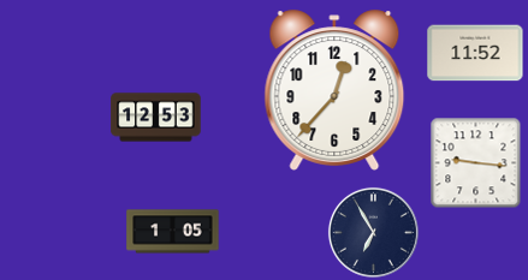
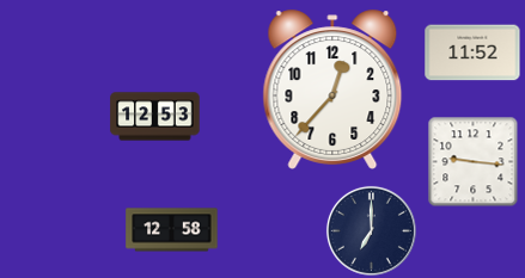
clock at (173, 232): 1:05 -> 12:58
clock at (373, 232): 6:55 -> 7:00
